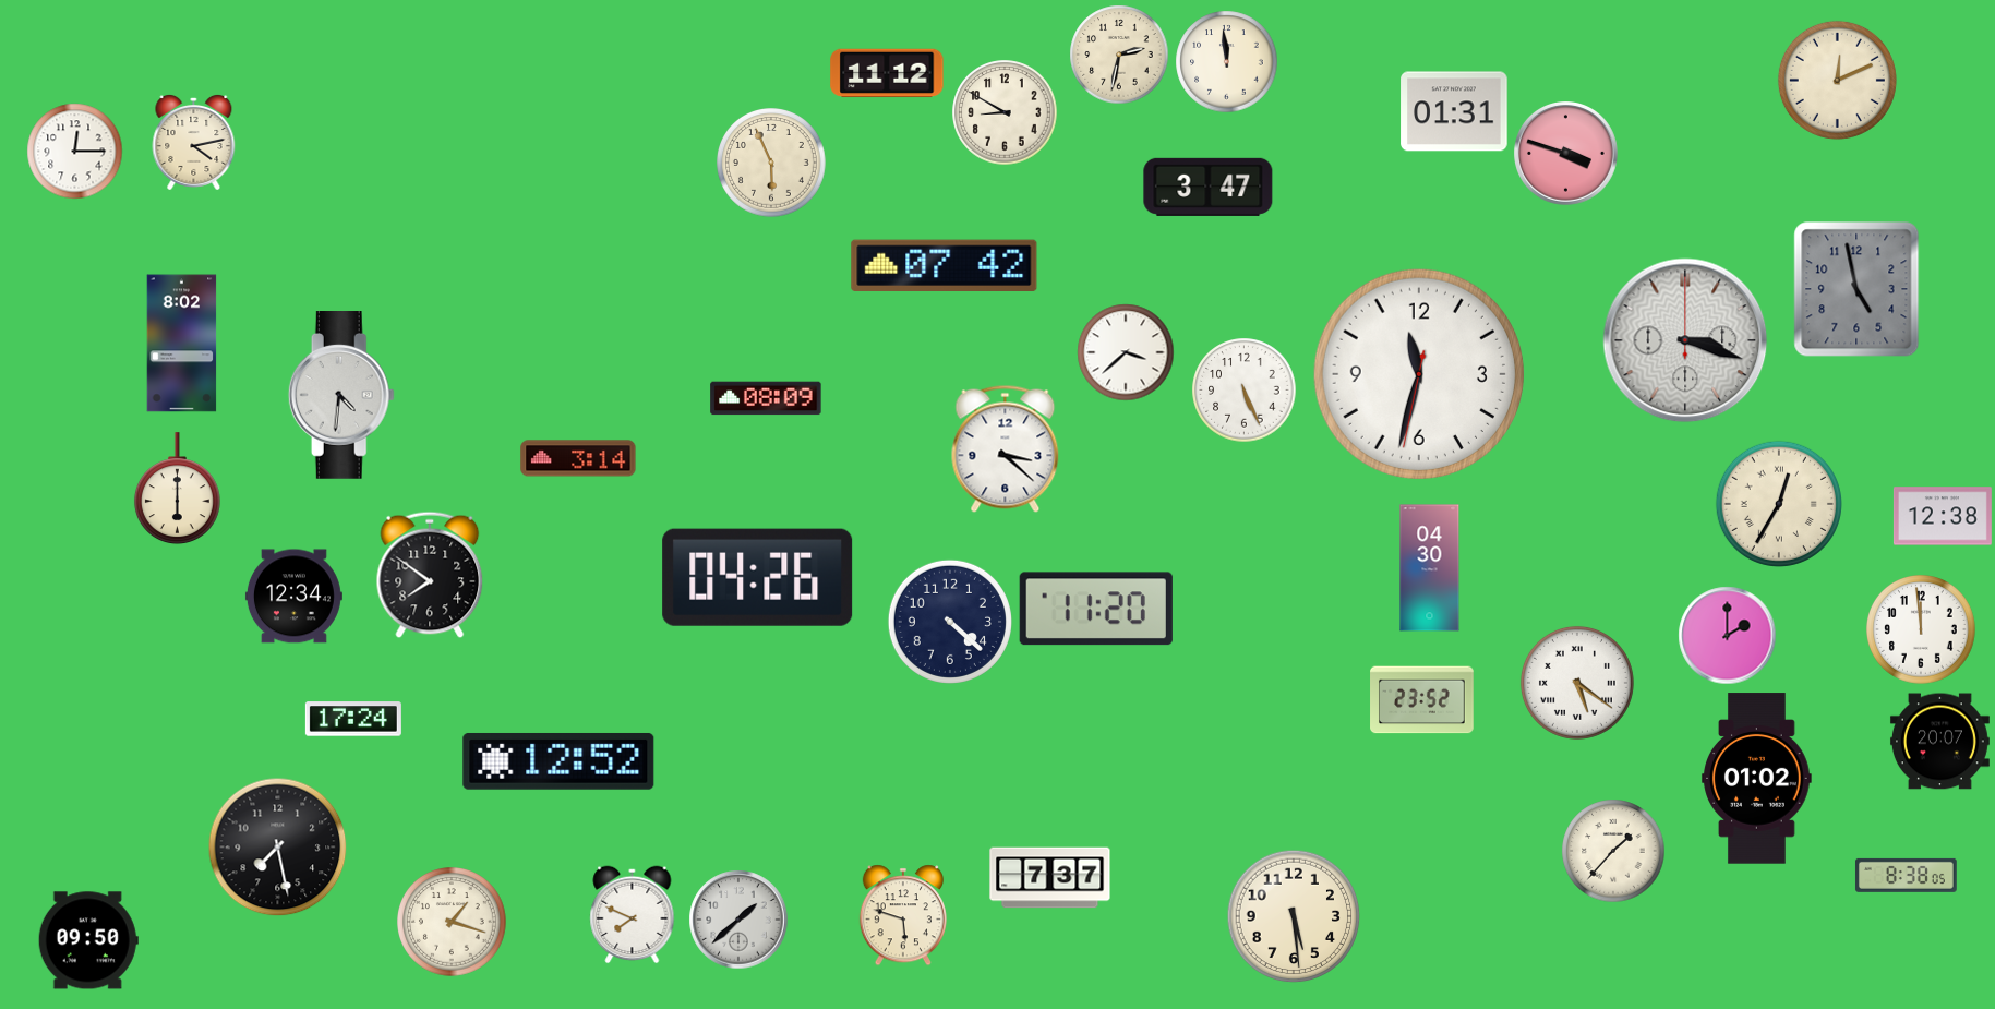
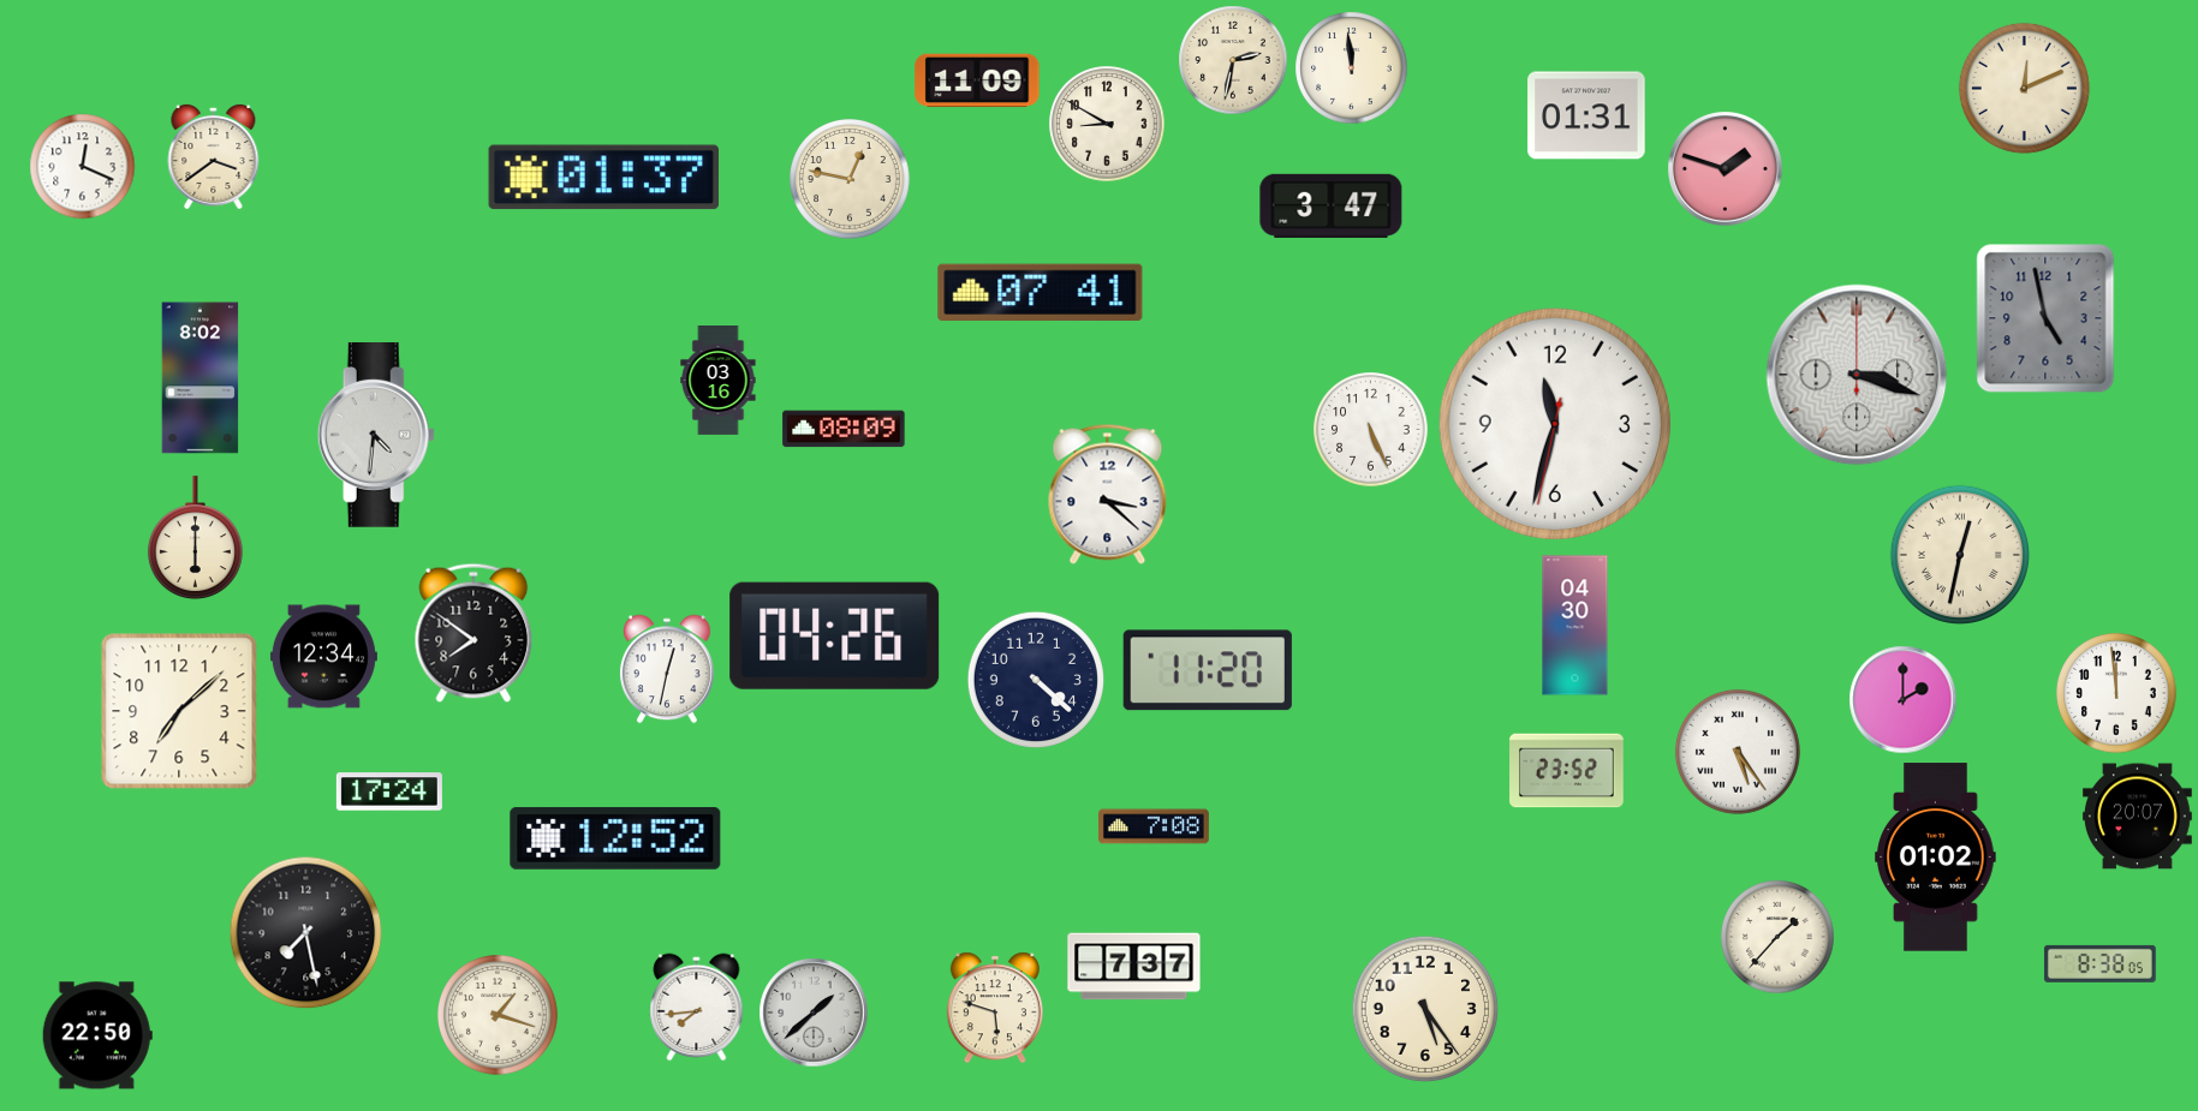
clock at (887, 73): 11:12 -> 11:09
clock at (1454, 111) position: (1454, 111) -> (1586, 115)
clock at (194, 142): 4:13 -> 3:39
clock at (74, 151): 12:15 -> 12:19
clock at (1566, 154): 3:48 -> 1:48
clock at (603, 178): none -> 01:37
clock at (772, 164): 5:56 -> 12:47
clock at (945, 266): 07:42 -> 07:41
clock at (719, 381): none -> 03:16
clock at (1126, 352): 3:38 -> none
clock at (1419, 374) position: (1419, 374) -> (1555, 424)
clock at (766, 398) position: (766, 398) -> (844, 429)
clock at (578, 458): 3:14 -> none
clock at (1779, 504): 12:35 -> 12:32
clock at (1943, 516): 12:38 -> none
clock at (667, 669): none -> 12:32
clock at (950, 622) position: (950, 622) -> (1036, 680)
clock at (179, 711): none -> 7:08
clock at (1577, 683): 5:21 -> 5:24
clock at (1155, 826): none -> 7:08
clock at (1050, 878) position: (1050, 878) -> (1134, 967)
clock at (633, 914): 7:49 -> 7:44
clock at (1294, 916): 5:29 -> 5:24
clock at (88, 940): 09:50 -> 22:50
